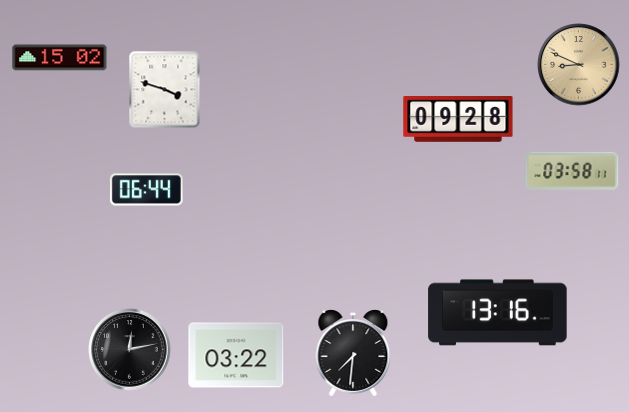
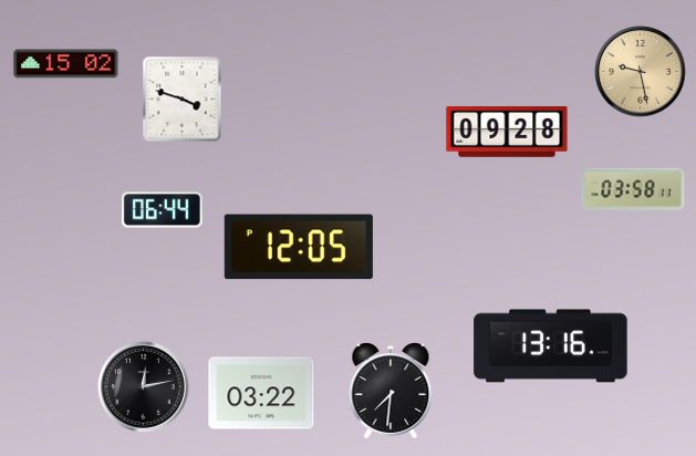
clock at (579, 65): 8:49 -> 9:28
clock at (299, 247): none -> 12:05
